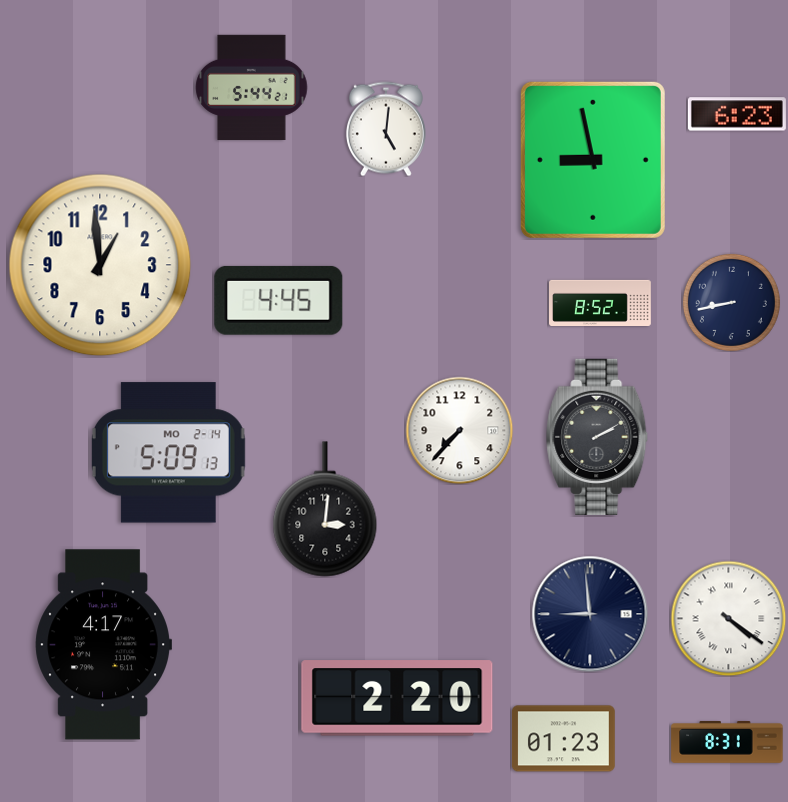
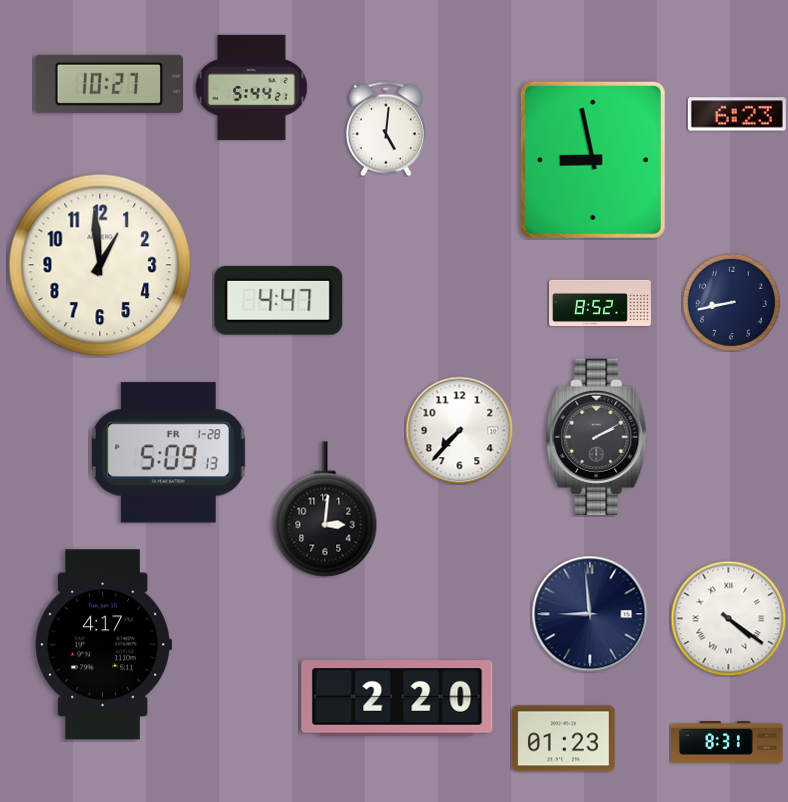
clock at (109, 84): none -> 10:27
clock at (279, 300): 4:45 -> 4:47
clock at (168, 453) date: MO 2-14 -> FR 1-28
